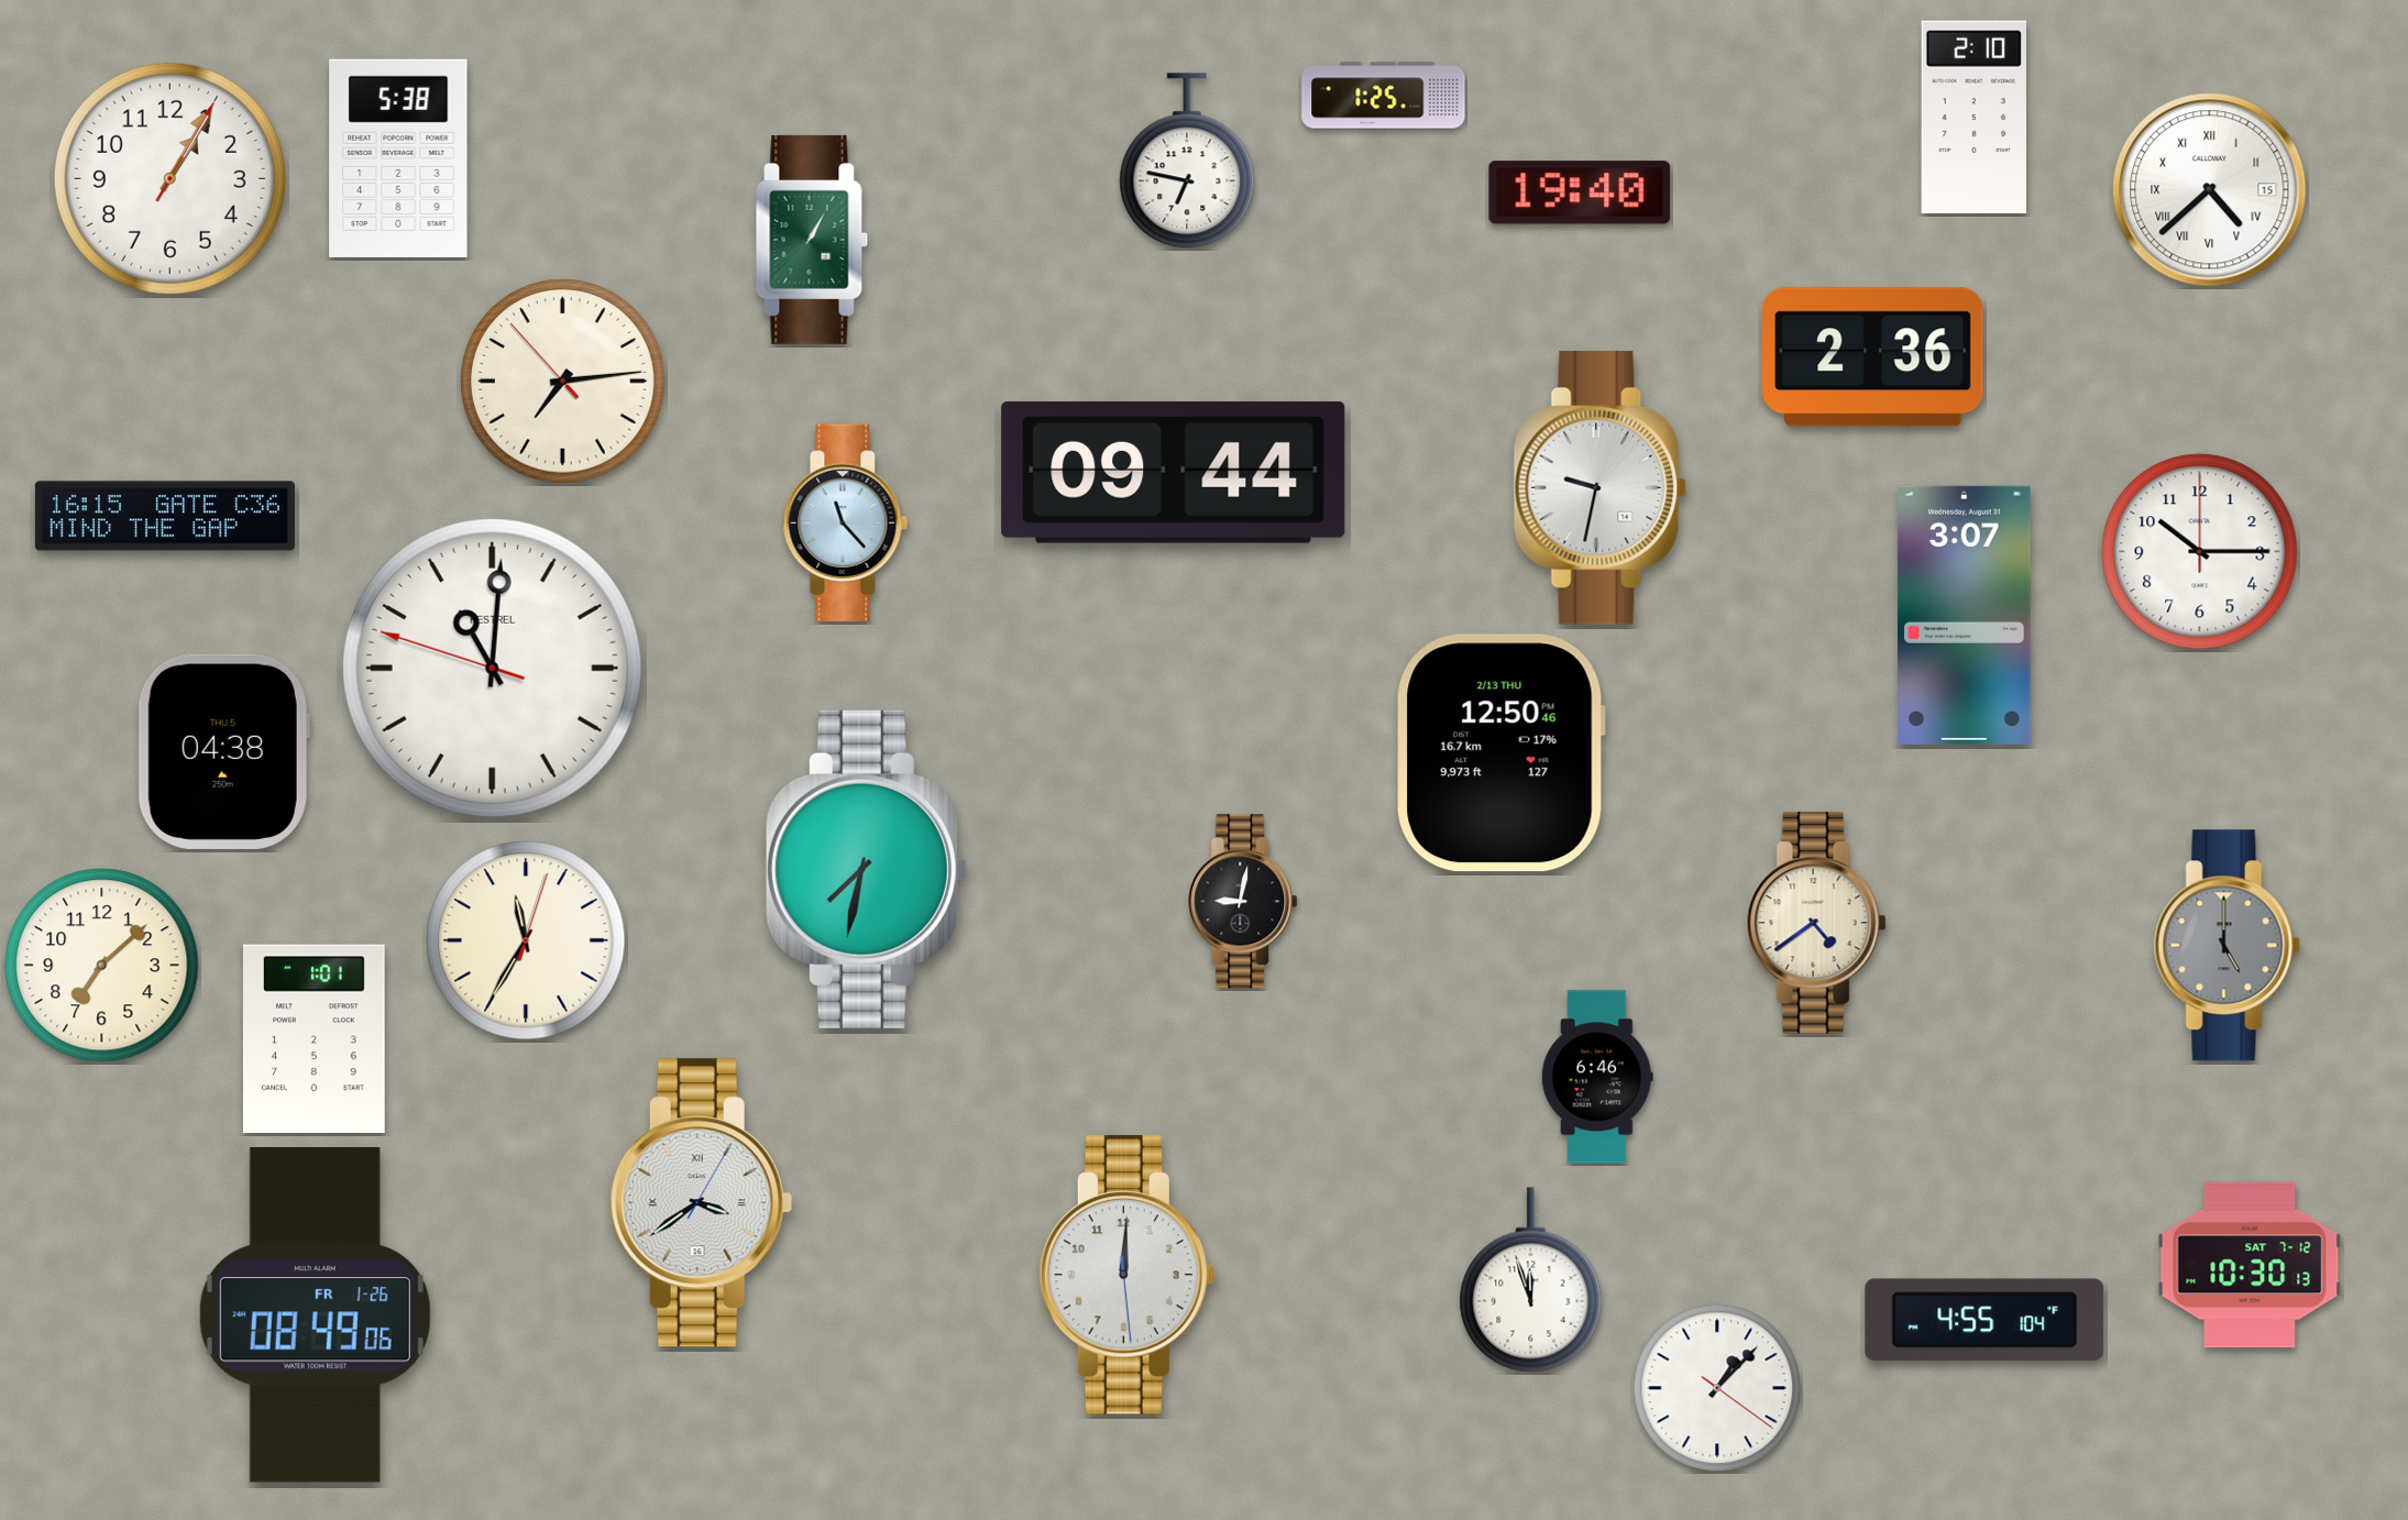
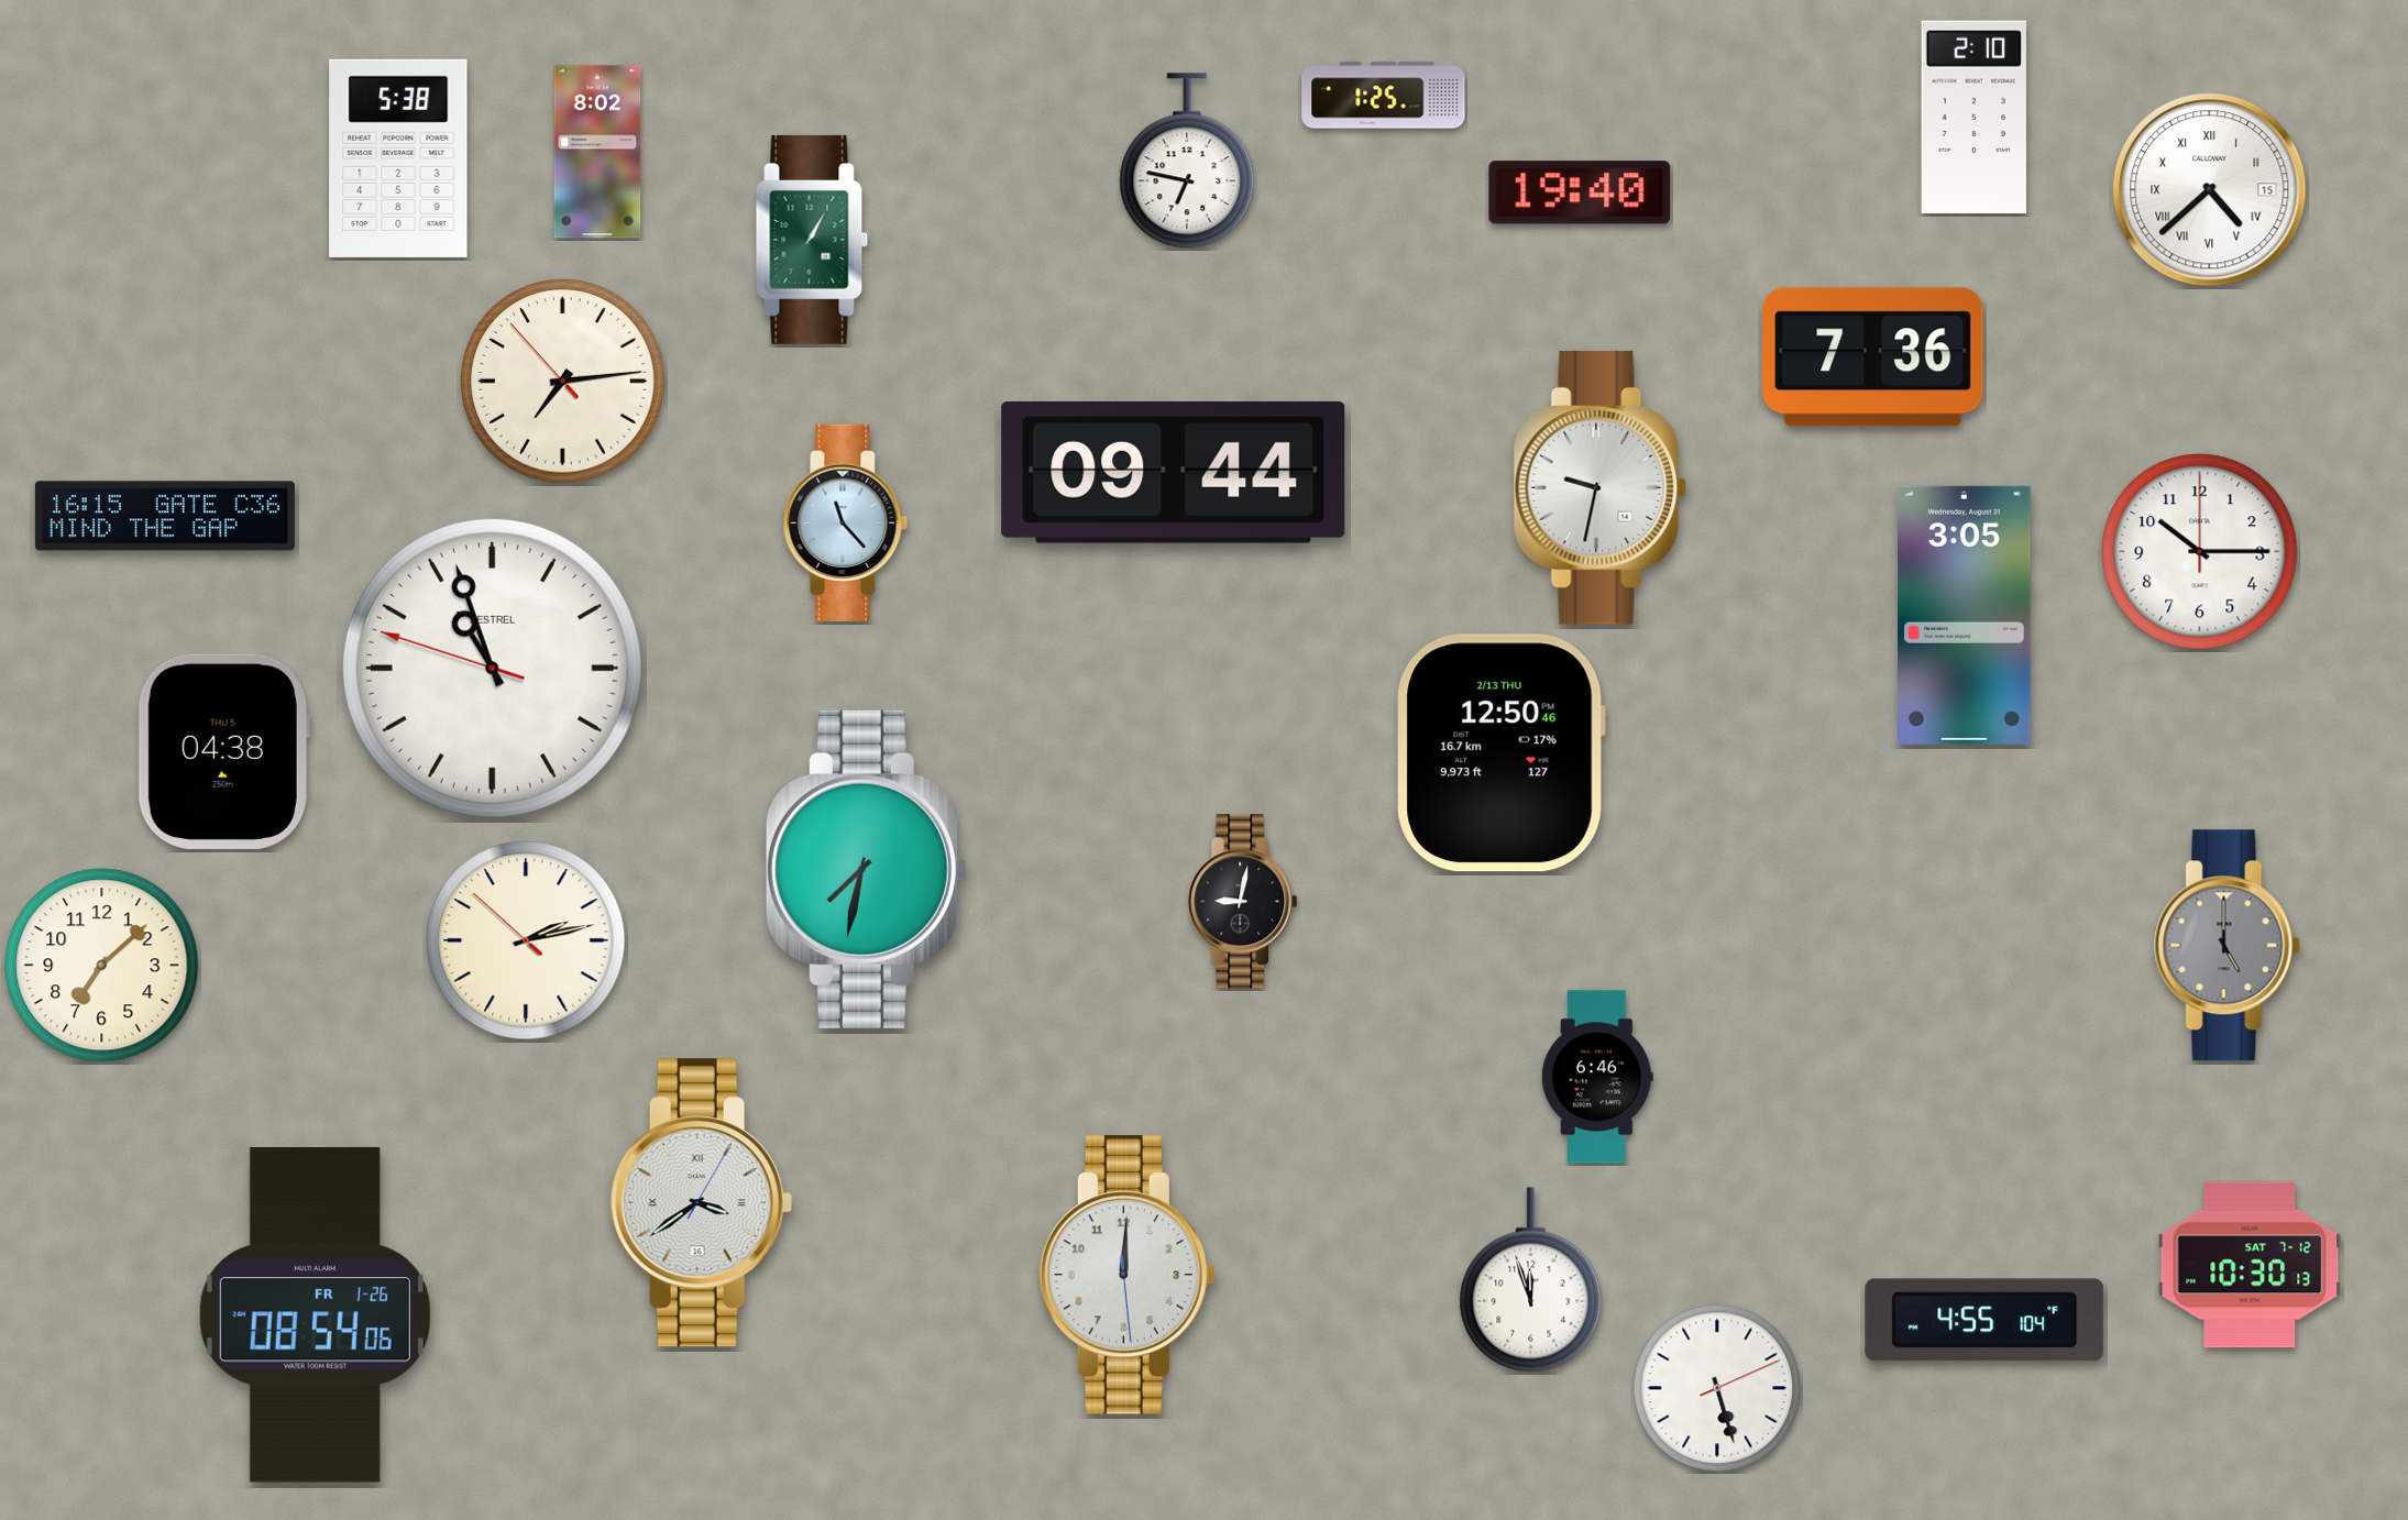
clock at (597, 152): none -> 8:02
clock at (169, 178): 1:05 -> none
clock at (1873, 357): 2:36 -> 7:36
clock at (1965, 615): 3:07 -> 3:05
clock at (492, 668): 11:00 -> 10:56
clock at (1816, 923): 4:39 -> none
clock at (526, 940): 11:35 -> 2:12
clock at (314, 1039): 1:01 -> none
clock at (315, 1315): 08:49 -> 08:54
clock at (1717, 1388): 1:07 -> 5:27
